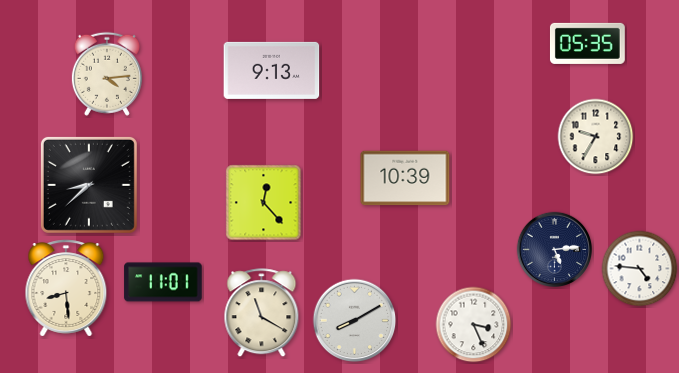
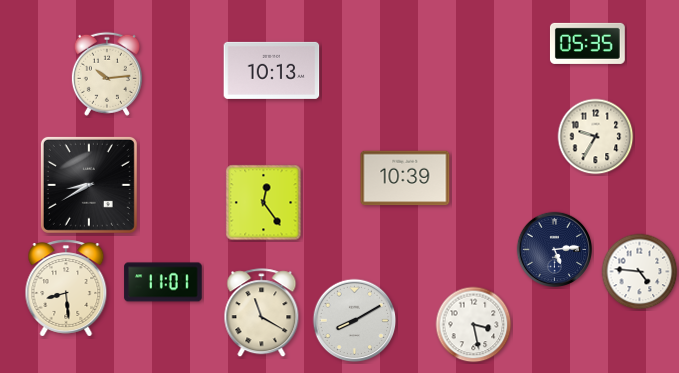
clock at (272, 70): 9:13 -> 10:13
clock at (107, 74): 4:14 -> 10:14
clock at (89, 185): 8:38 -> 8:40
clock at (264, 203): 12:23 -> 12:24
clock at (640, 269) position: (640, 269) -> (640, 272)
clock at (474, 325): 3:26 -> 3:28
